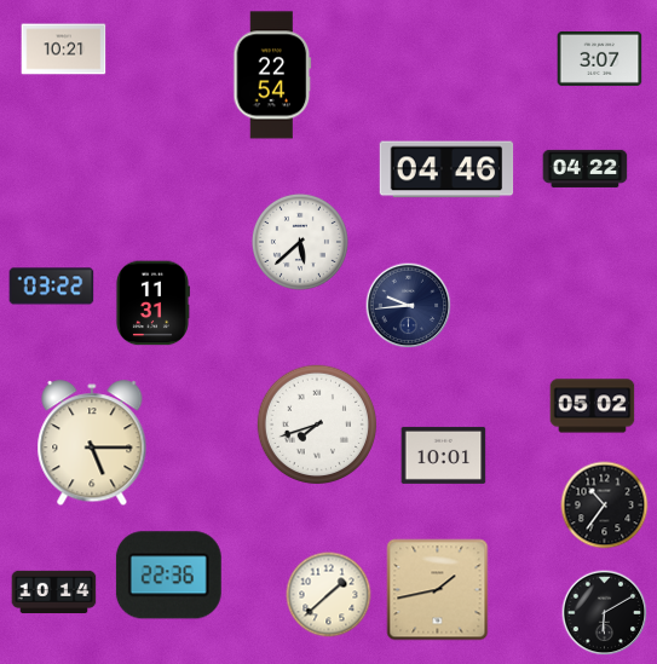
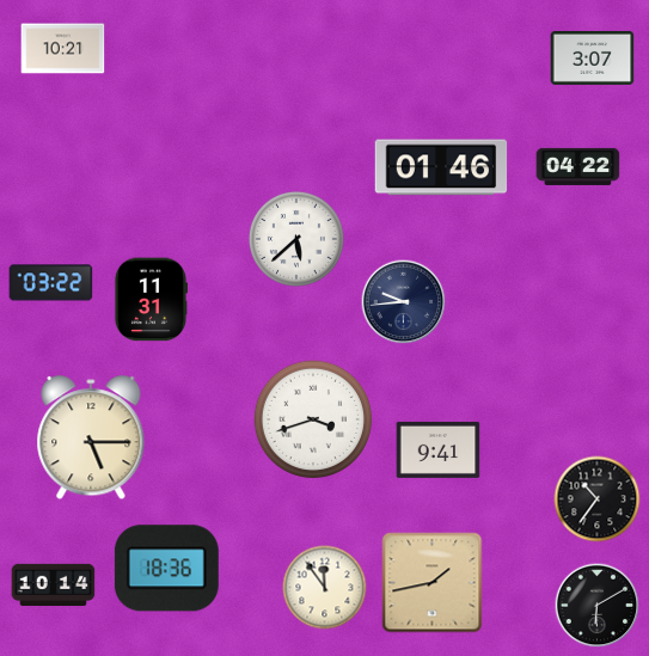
clock at (272, 75): 22:54 -> none
clock at (446, 169): 04:46 -> 01:46
clock at (593, 406): 05:02 -> none
clock at (316, 423): 7:42 -> 3:42
clock at (444, 455): 10:01 -> 9:41
clock at (168, 576): 22:36 -> 18:36
clock at (329, 595): 1:38 -> 11:54
